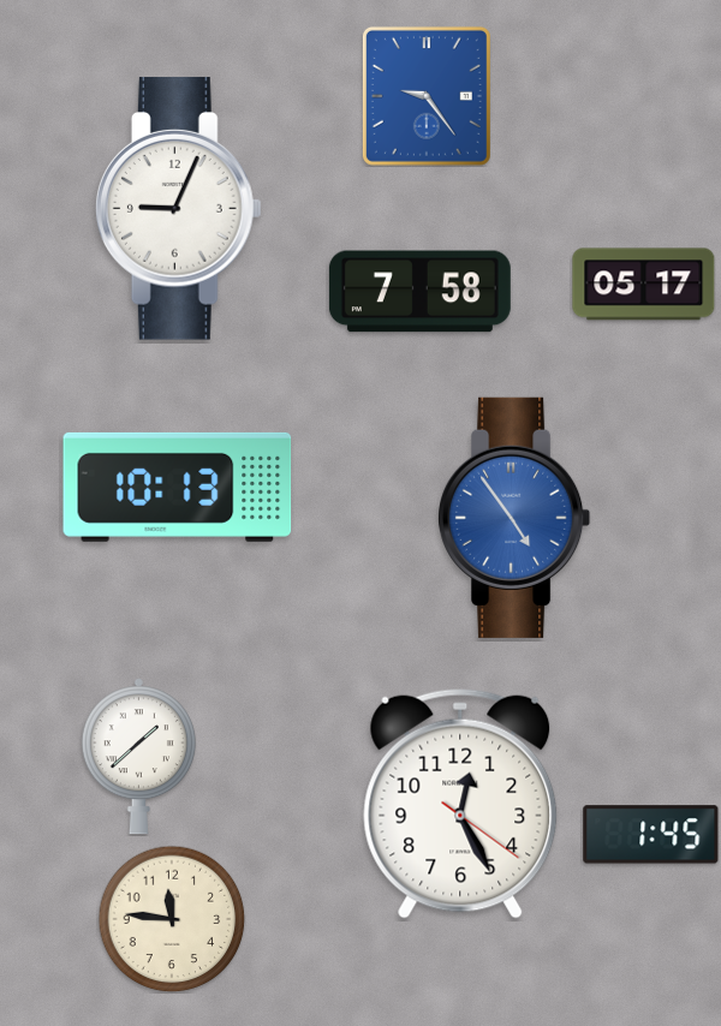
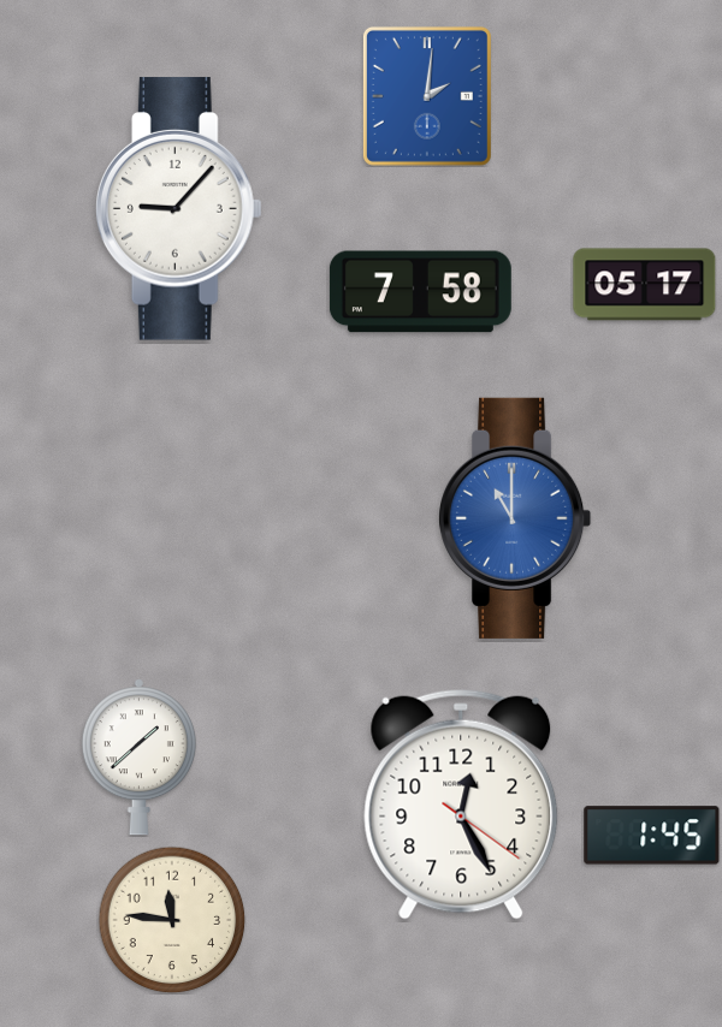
clock at (427, 96): 9:24 -> 2:01
clock at (178, 209): 9:04 -> 9:07
clock at (178, 487): 10:13 -> none
clock at (514, 518): 4:54 -> 11:00
